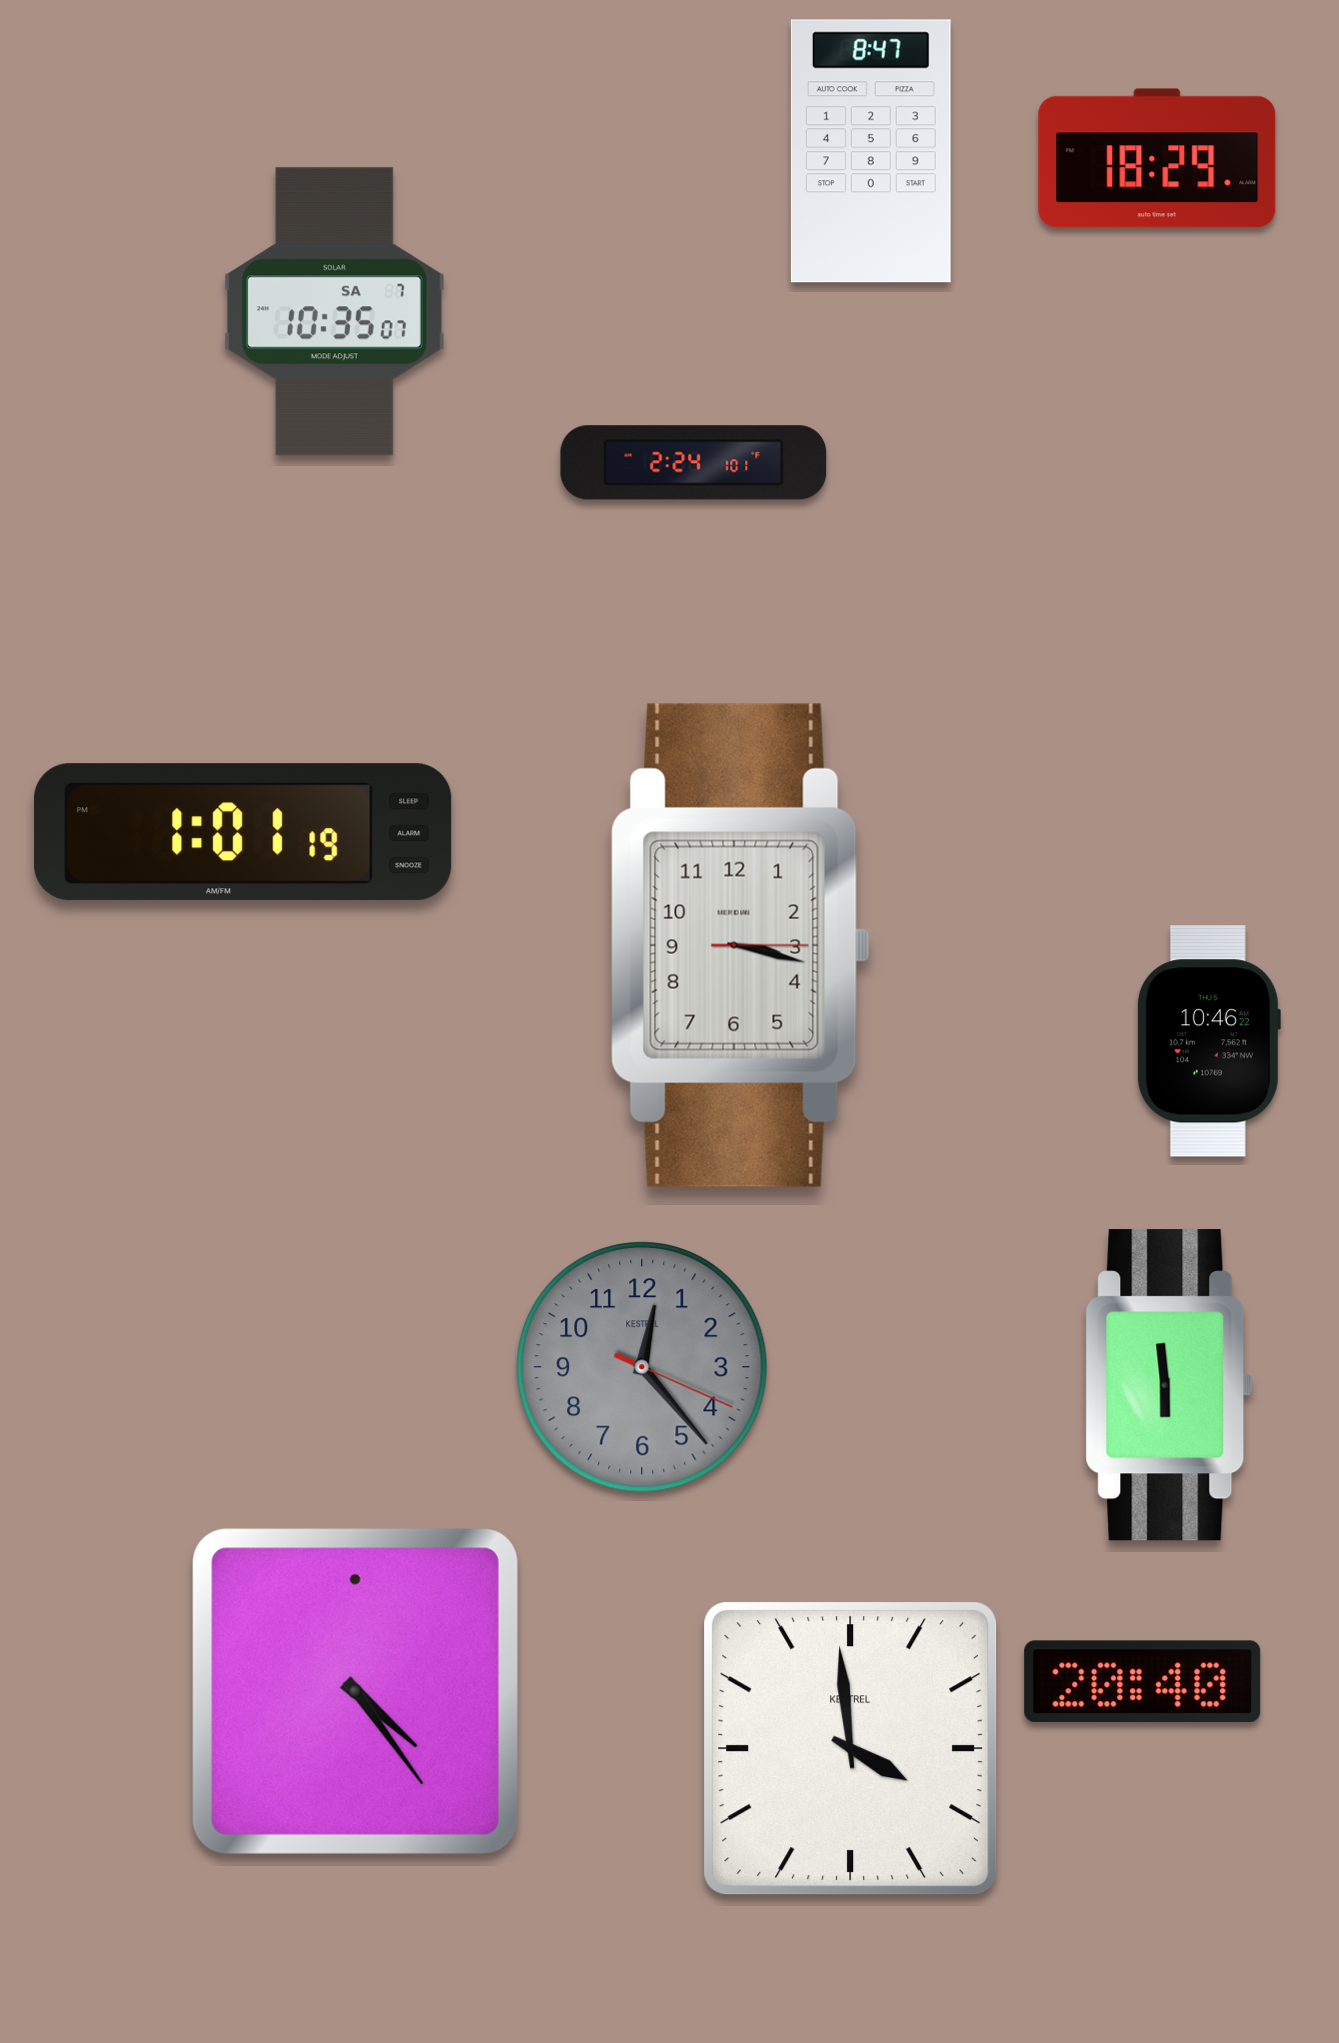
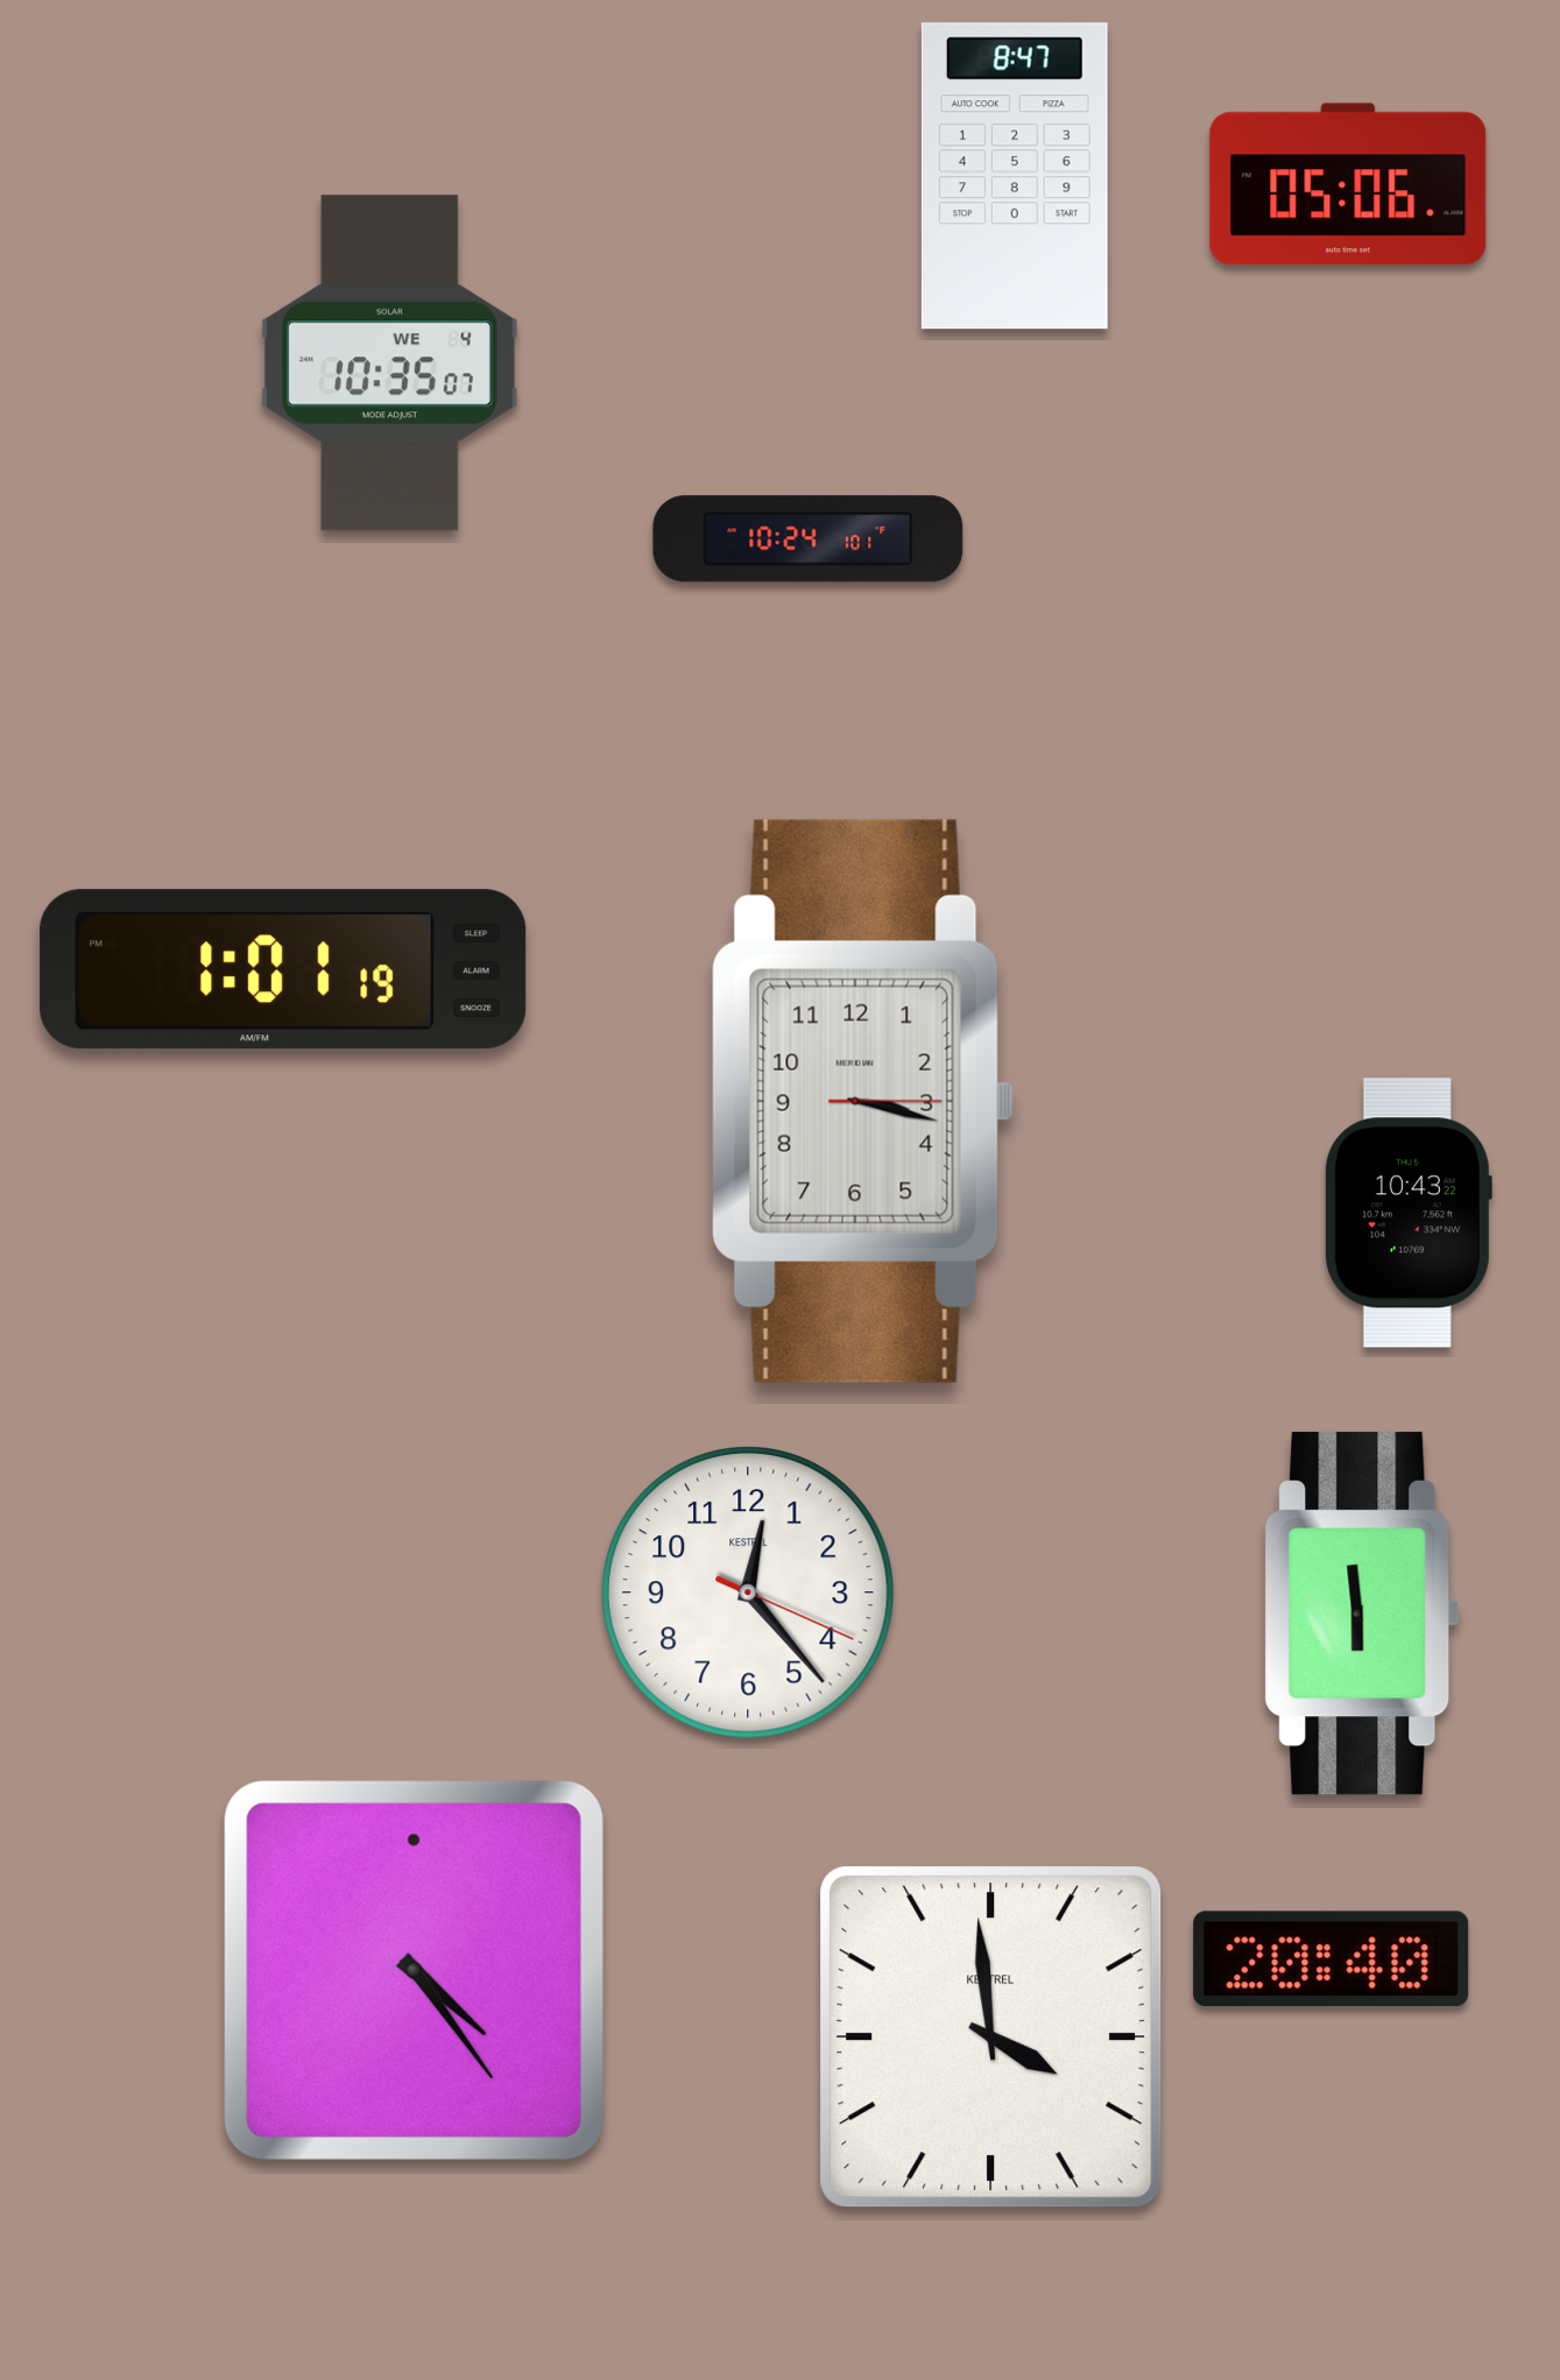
clock at (1157, 158): 18:29 -> 05:06
clock at (334, 312) date: SA 7 -> WE 4
clock at (694, 463): 2:24 -> 10:24
clock at (1208, 1041): 10:46 -> 10:43
clock at (643, 1368) dial: grey -> white
